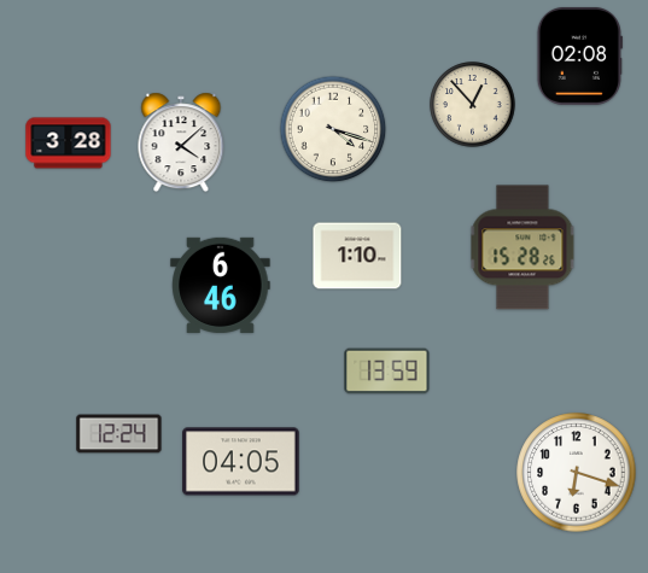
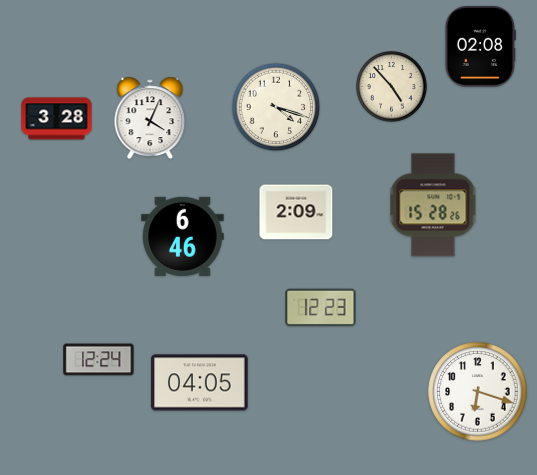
clock at (473, 105): 12:53 -> 4:53
clock at (181, 142): 4:08 -> 4:04
clock at (357, 256): 1:10 -> 2:09
clock at (387, 372): 13:59 -> 12:23
